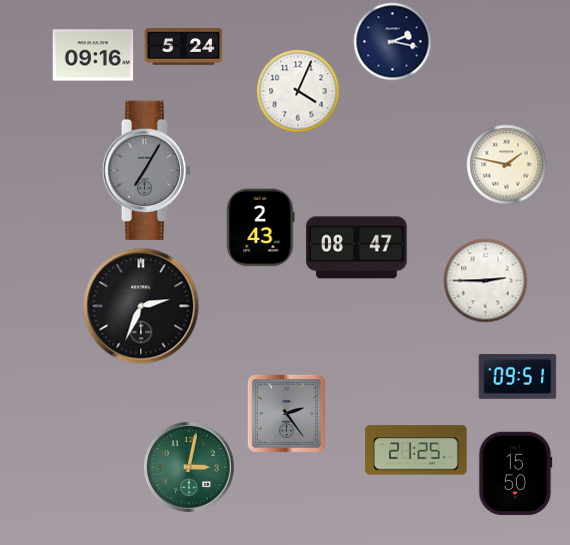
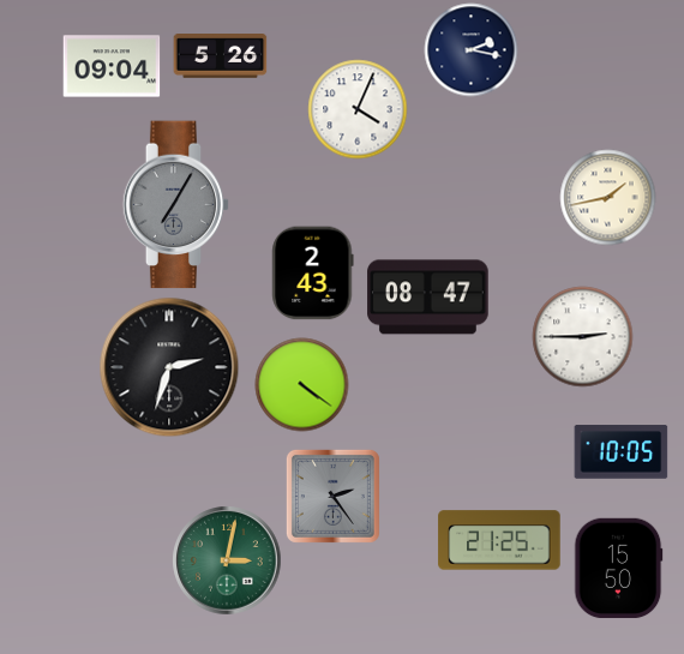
clock at (183, 47): 5:24 -> 5:26
clock at (93, 55): 09:16 -> 09:04
clock at (506, 164): 1:47 -> 1:43
clock at (141, 306): 2:34 -> 2:33
clock at (301, 384): none -> 4:21
clock at (517, 377): 09:51 -> 10:05
clock at (286, 413) position: (286, 413) -> (332, 496)
